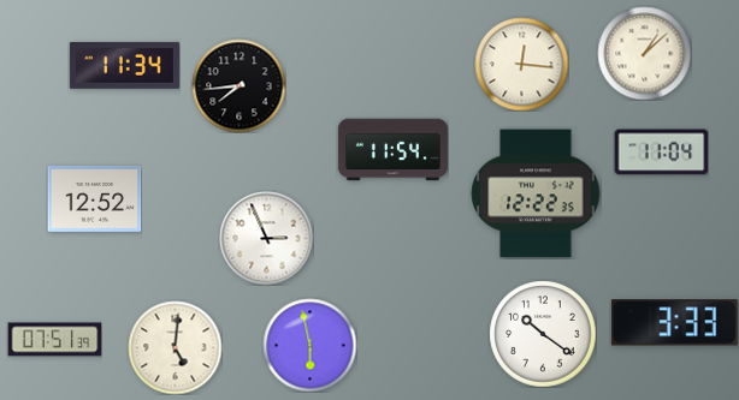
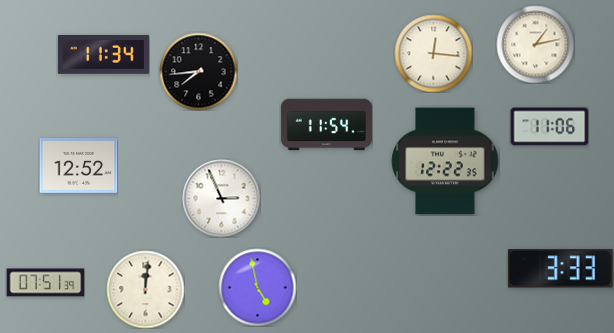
clock at (644, 53): 1:08 -> 1:13
clock at (661, 153): 11:04 -> 11:06
clock at (543, 334): 10:21 -> none
clock at (309, 345): 5:58 -> 4:58
clock at (175, 347): 5:01 -> 12:01
